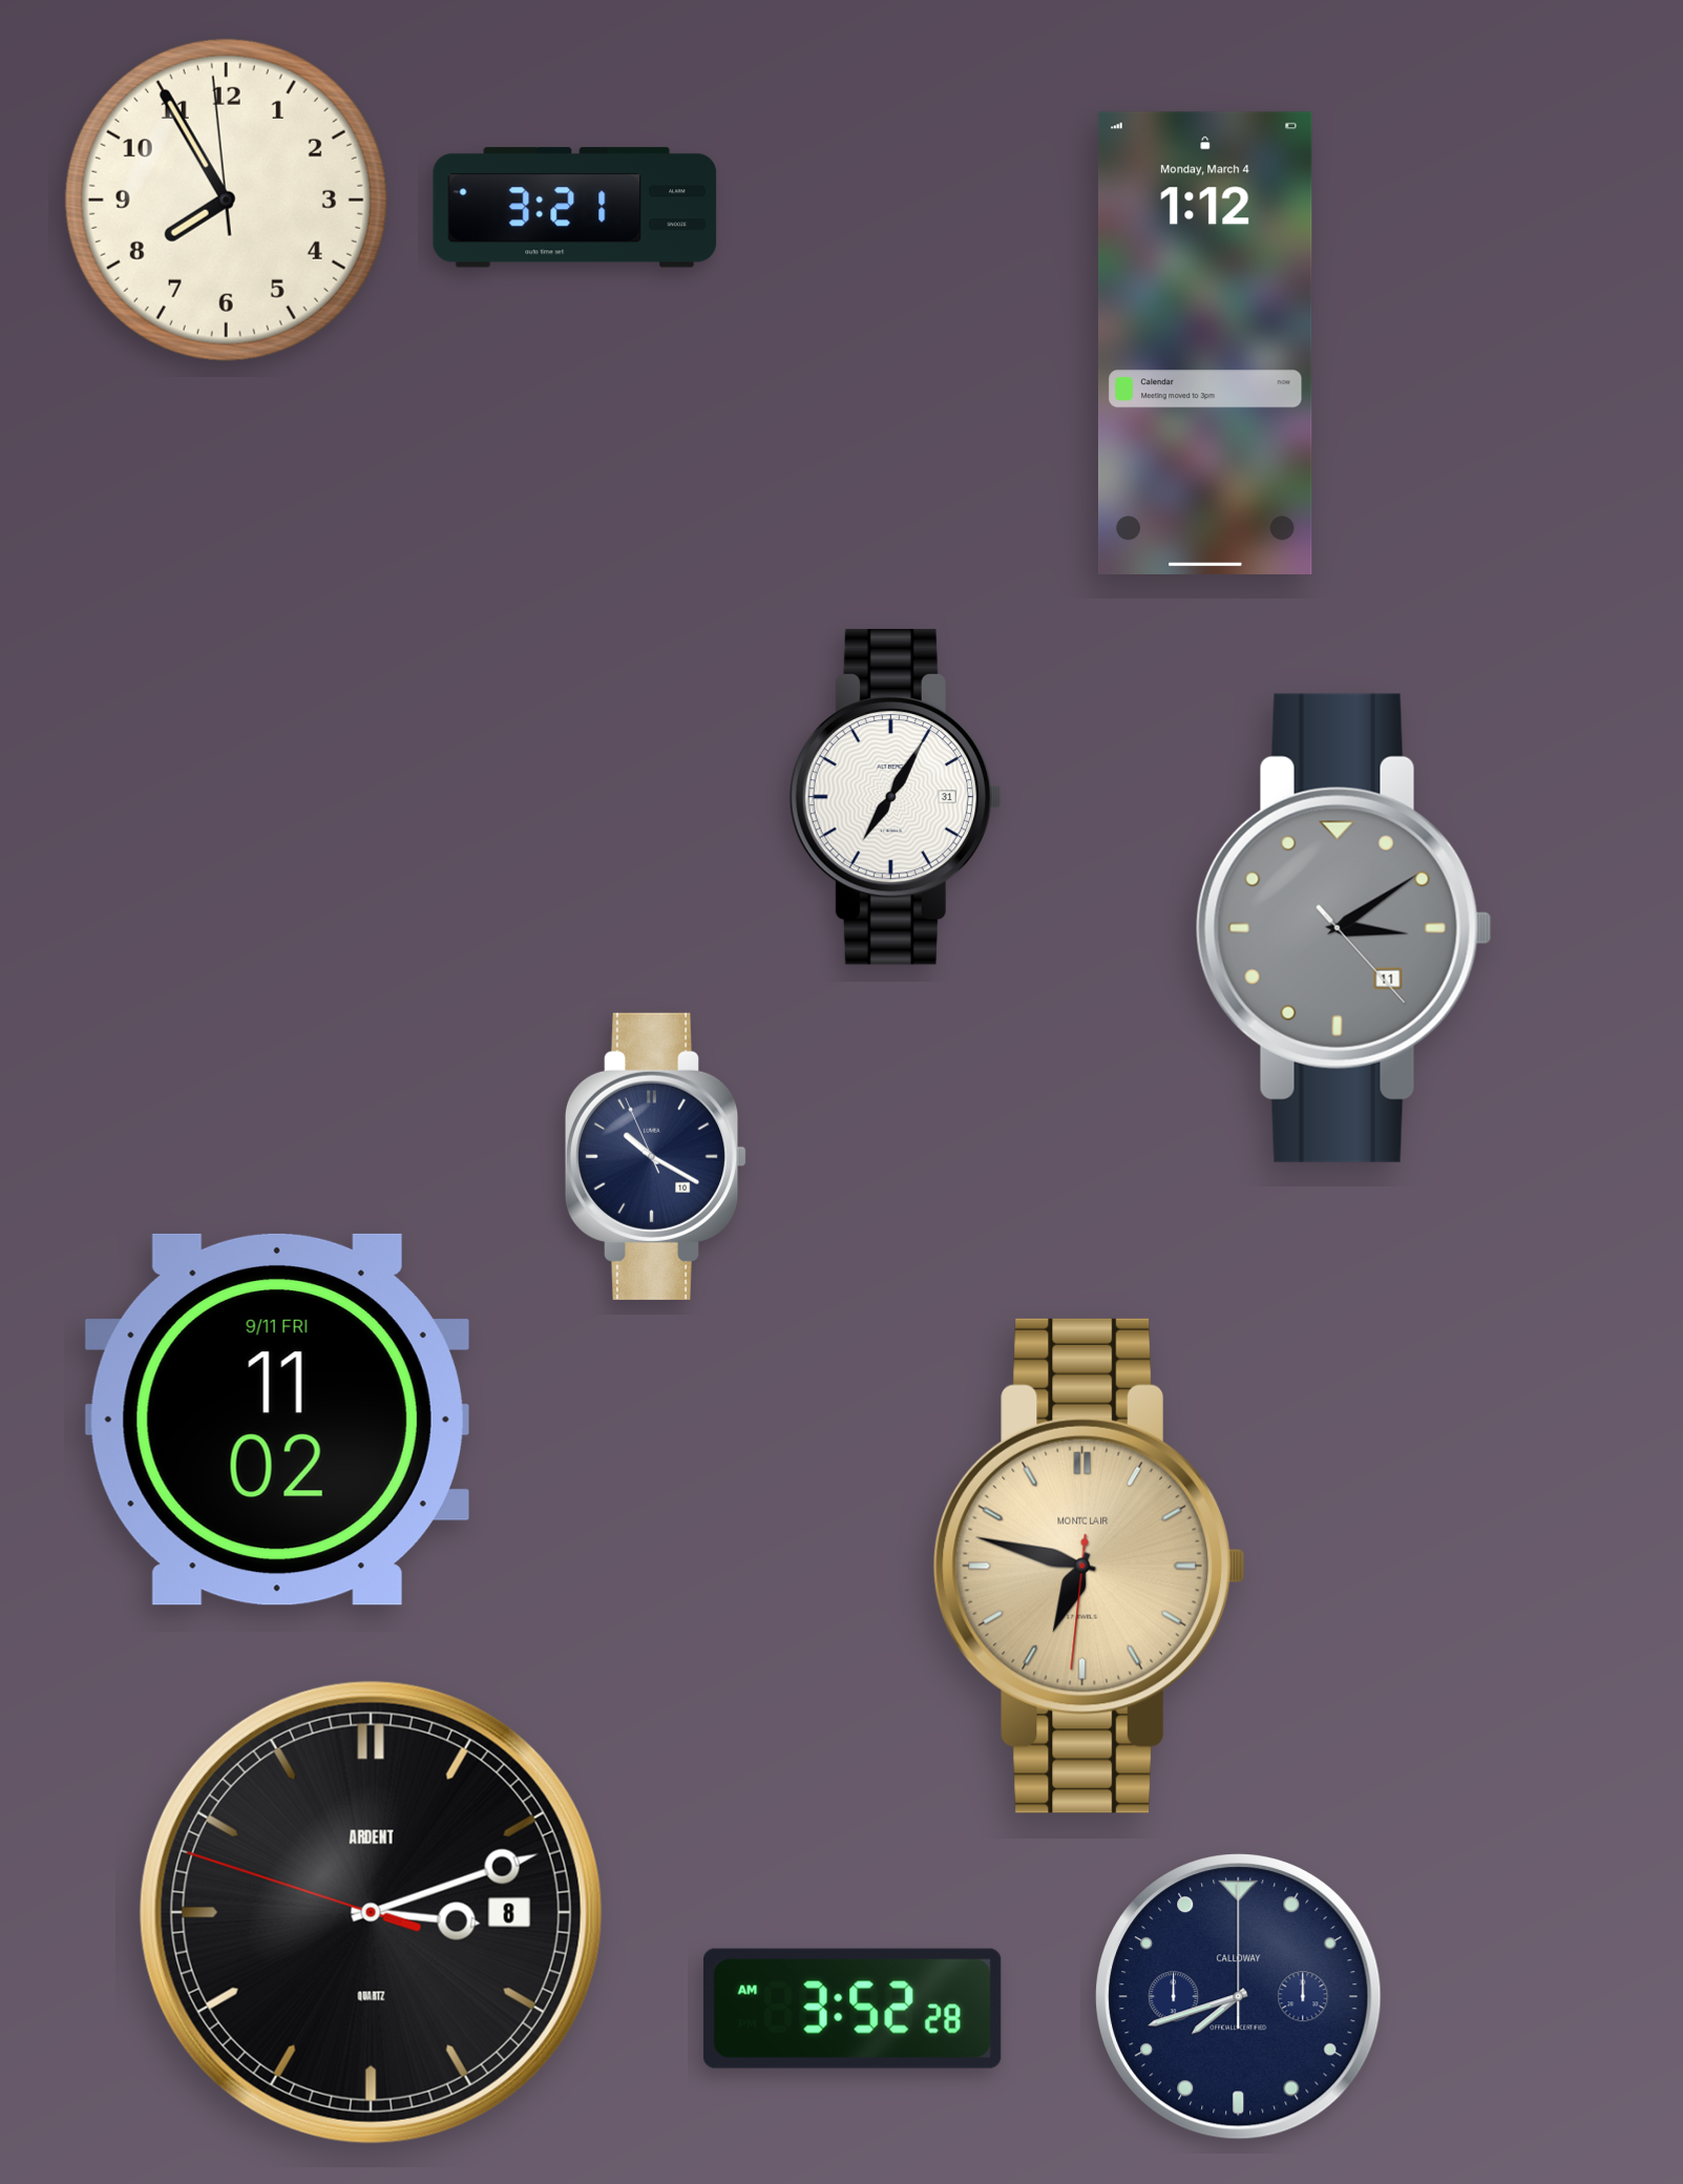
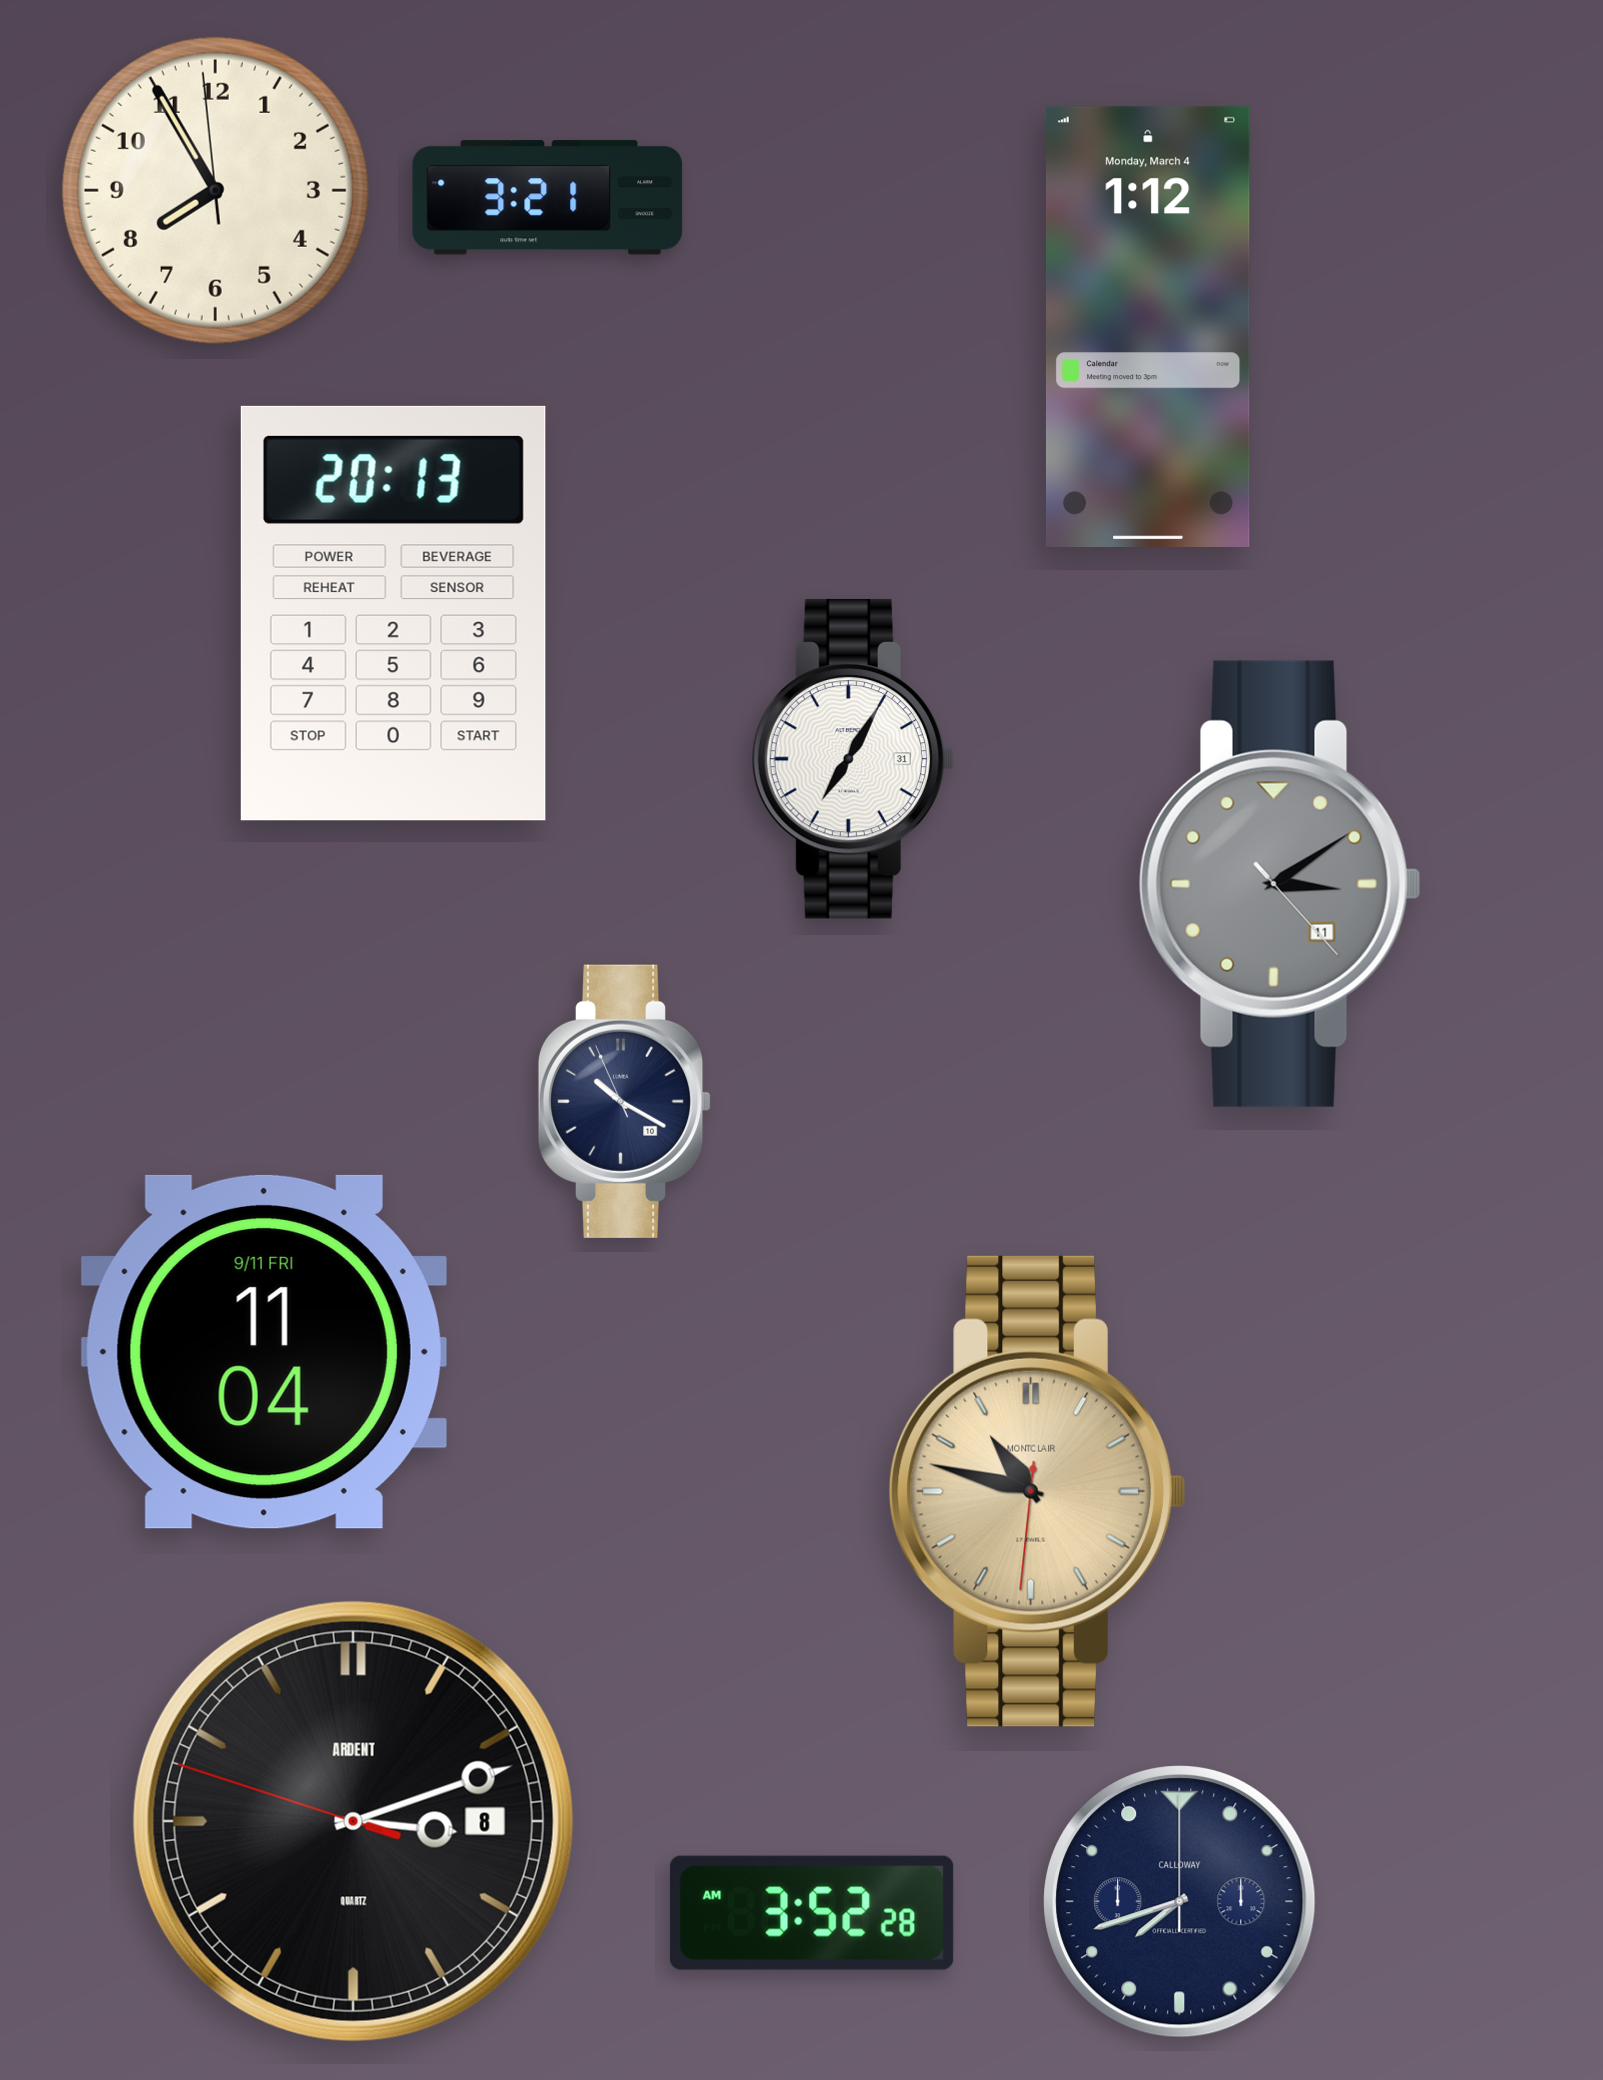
clock at (393, 613): none -> 20:13
clock at (277, 1420): 11:02 -> 11:04
clock at (1089, 1566): 6:47 -> 10:47
